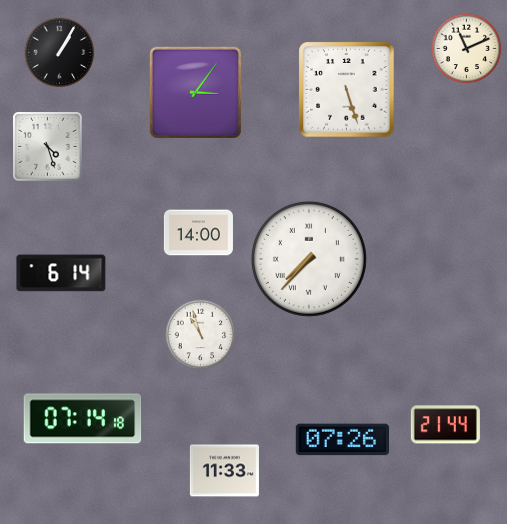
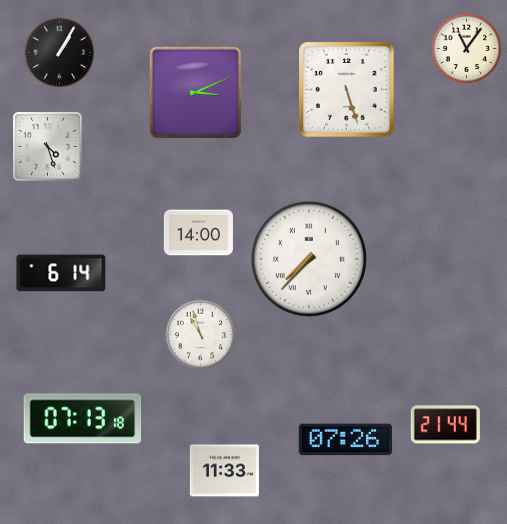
clock at (467, 49): 11:11 -> 11:06
clock at (195, 92): 3:06 -> 3:11
clock at (83, 419): 07:14 -> 07:13
clock at (342, 440) position: (342, 440) -> (345, 440)
